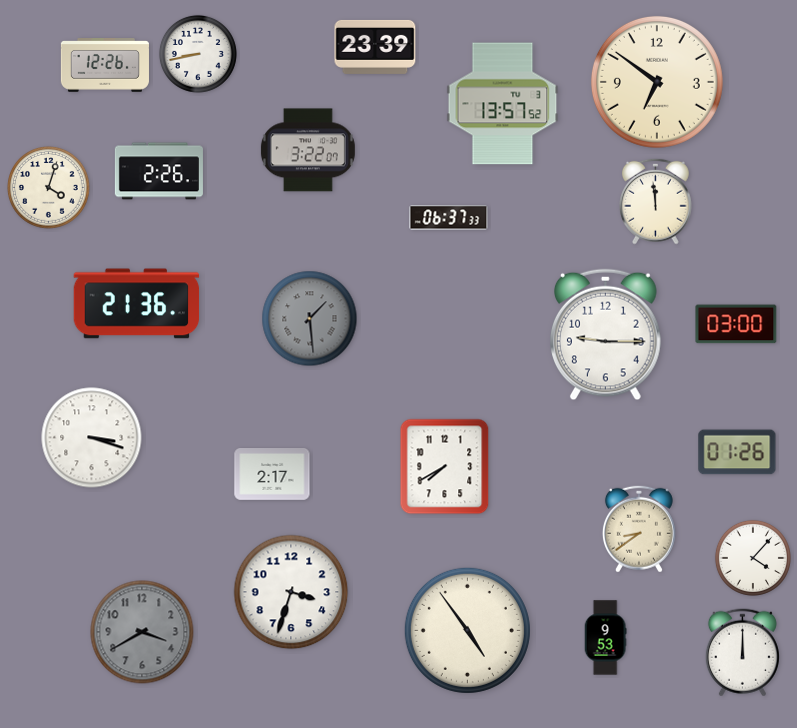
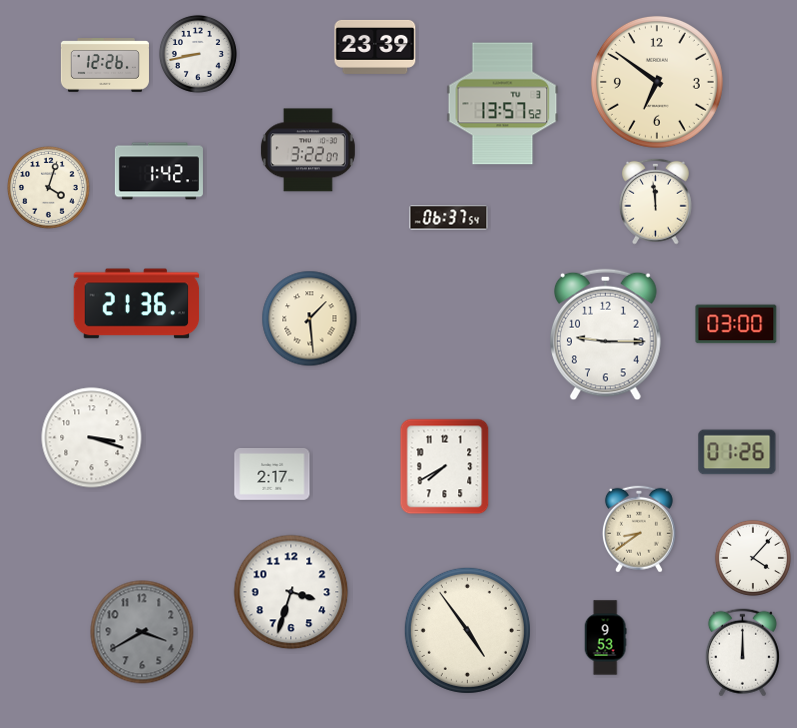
clock at (159, 171): 2:26 -> 1:42
clock at (449, 218): 06:37:33 -> 06:37:54
clock at (310, 319) dial: grey -> cream
